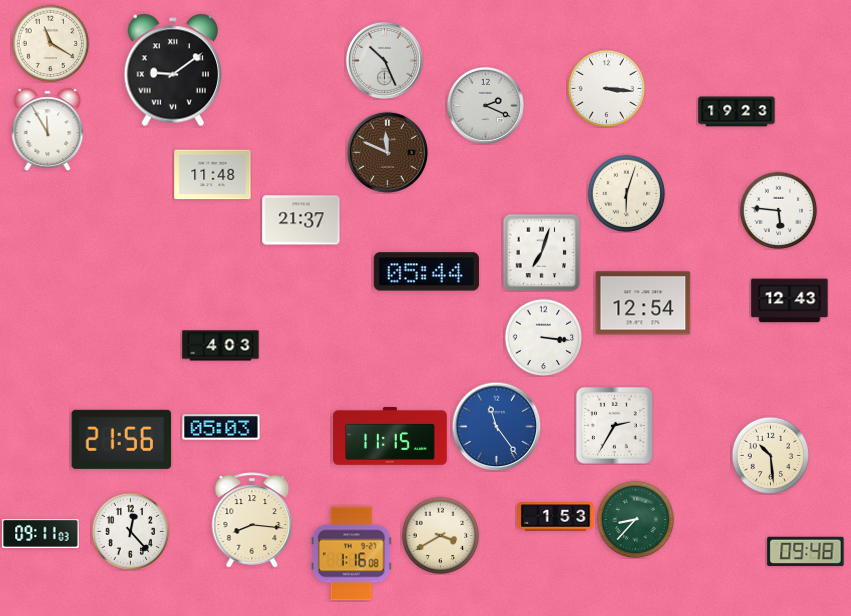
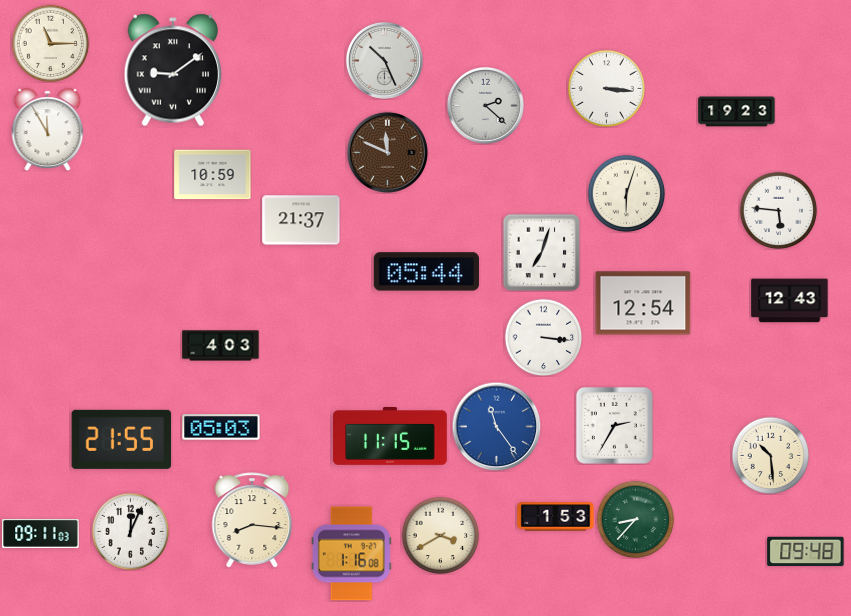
clock at (50, 43): 11:20 -> 11:15
clock at (485, 105): 2:19 -> 2:22
clock at (213, 175): 11:48 -> 10:59
clock at (122, 439): 21:56 -> 21:55
clock at (130, 531): 12:23 -> 12:04
